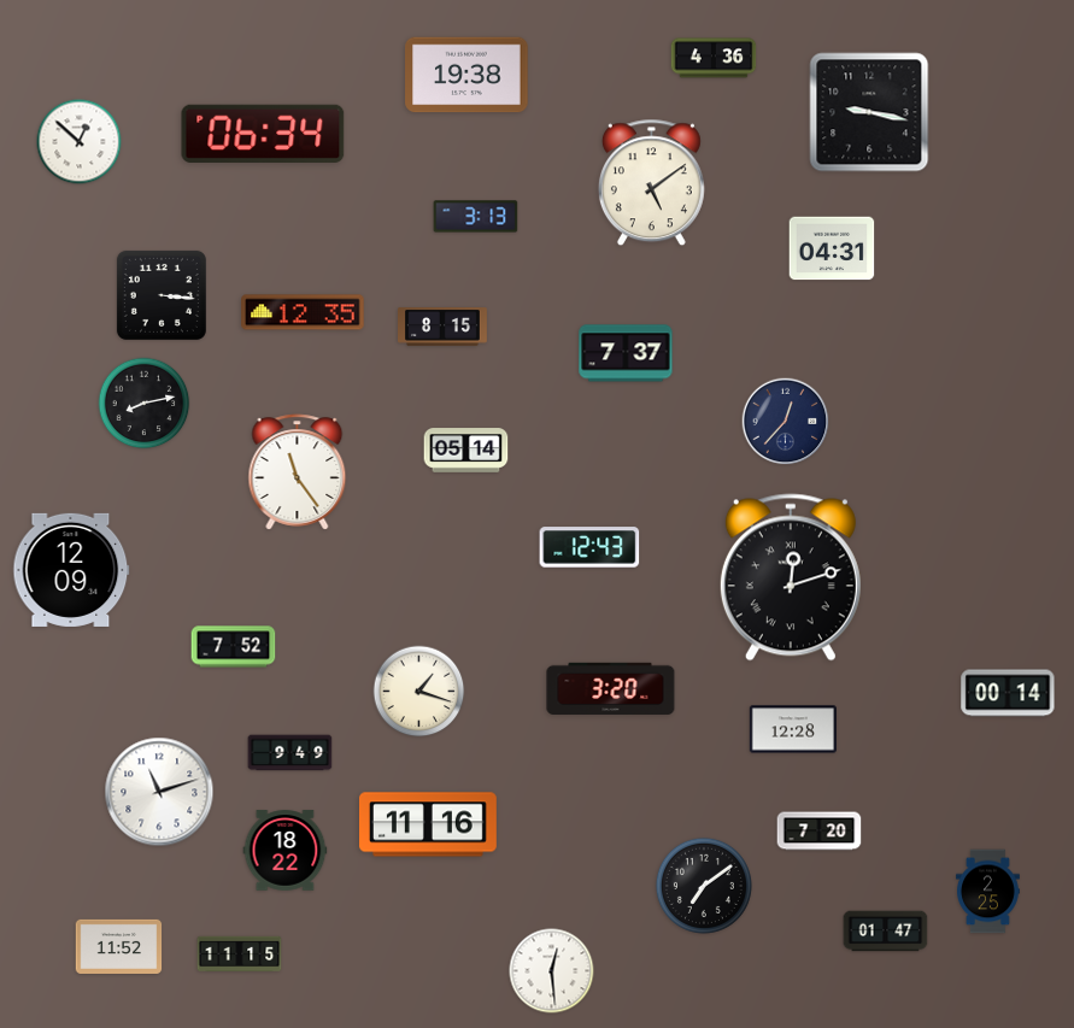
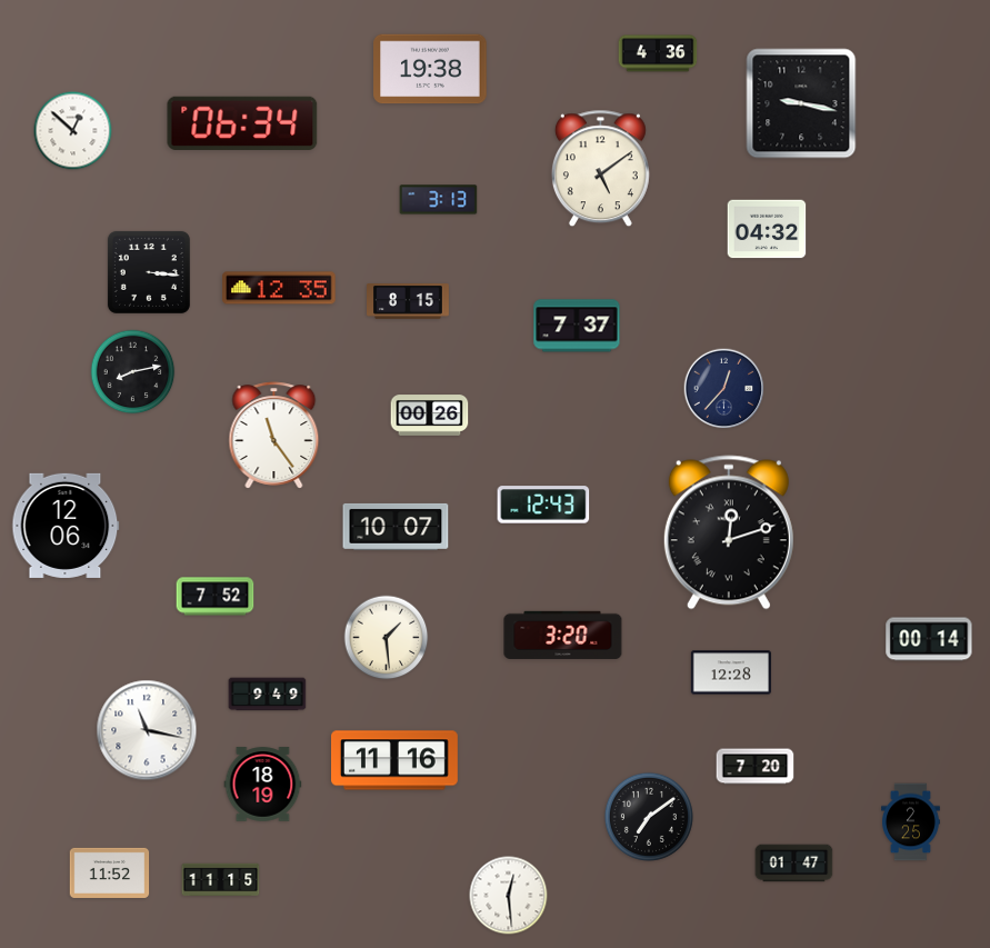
clock at (832, 248): 04:31 -> 04:32
clock at (466, 451): 05:14 -> 00:26
clock at (71, 570): 12:09 -> 12:06
clock at (396, 527): none -> 10:07
clock at (419, 692): 1:18 -> 1:29
clock at (159, 792): 11:12 -> 11:17
clock at (286, 851): 18:22 -> 18:19
clock at (886, 932) position: (886, 932) -> (794, 864)
